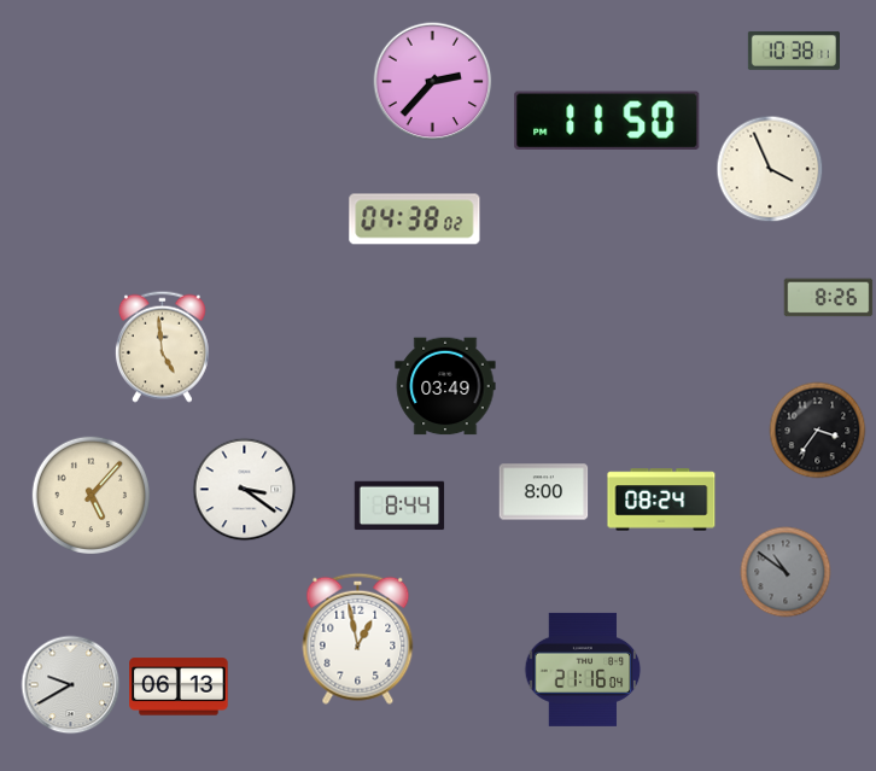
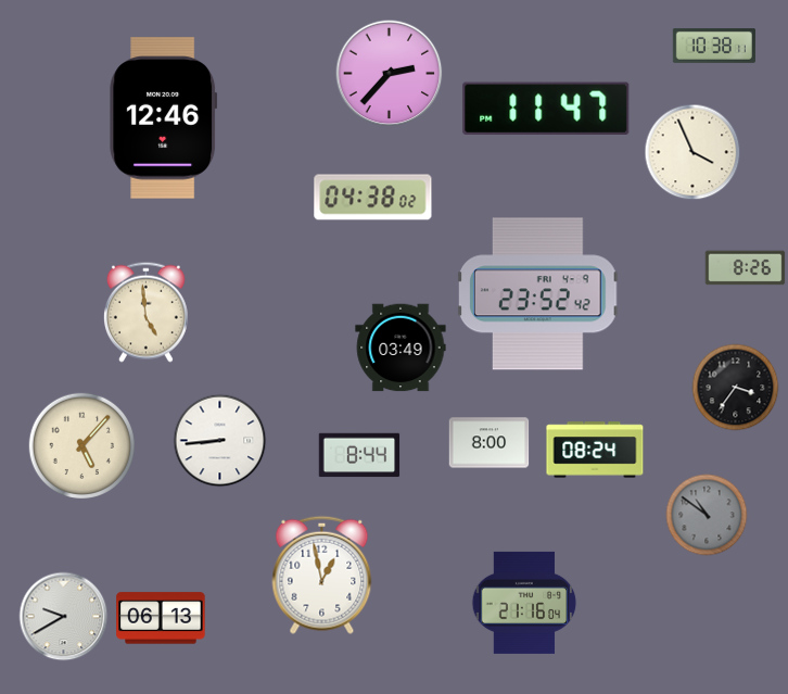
clock at (607, 121): 11:50 -> 11:47
clock at (164, 118): none -> 12:46
clock at (538, 294): none -> 23:52
clock at (245, 490): 3:21 -> 8:44
